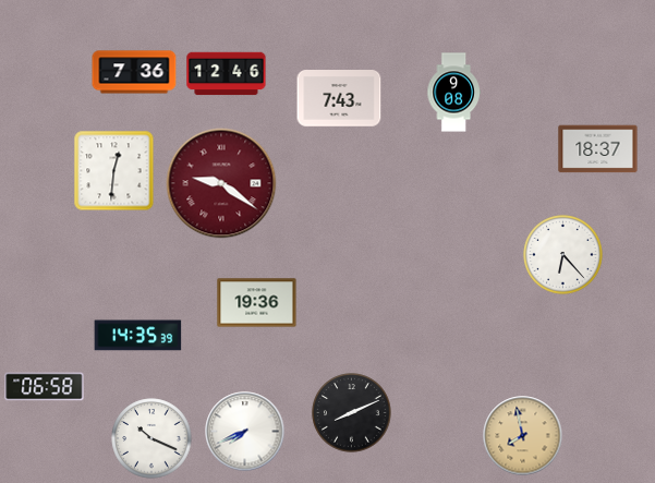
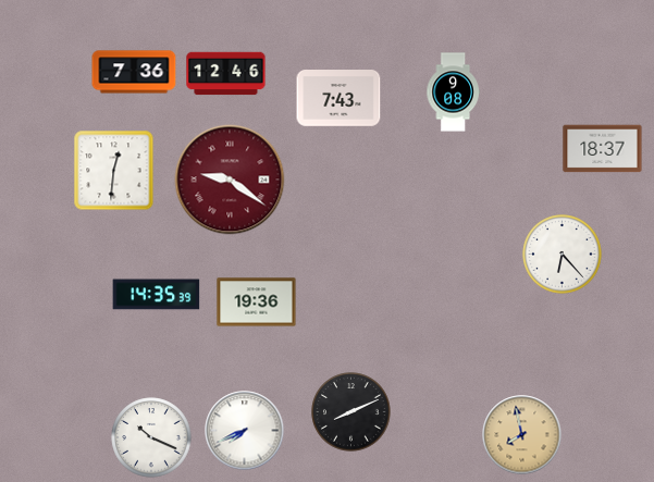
clock at (598, 149) position: (598, 149) -> (603, 149)
clock at (221, 183) position: (221, 183) -> (230, 180)
clock at (138, 336) position: (138, 336) -> (157, 295)
clock at (45, 387): 06:58 -> none
